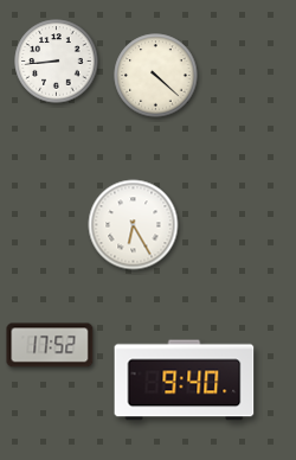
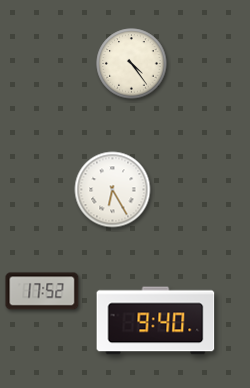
clock at (57, 62): 8:44 -> none
clock at (156, 76): 4:22 -> 4:24
